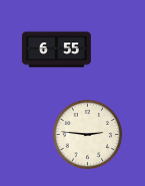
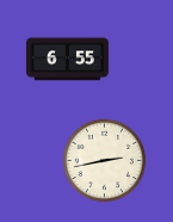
clock at (88, 135): 2:46 -> 2:43
